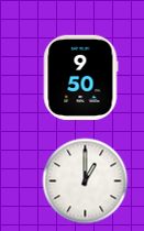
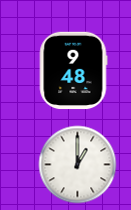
clock at (80, 77): 9:50 -> 9:48
